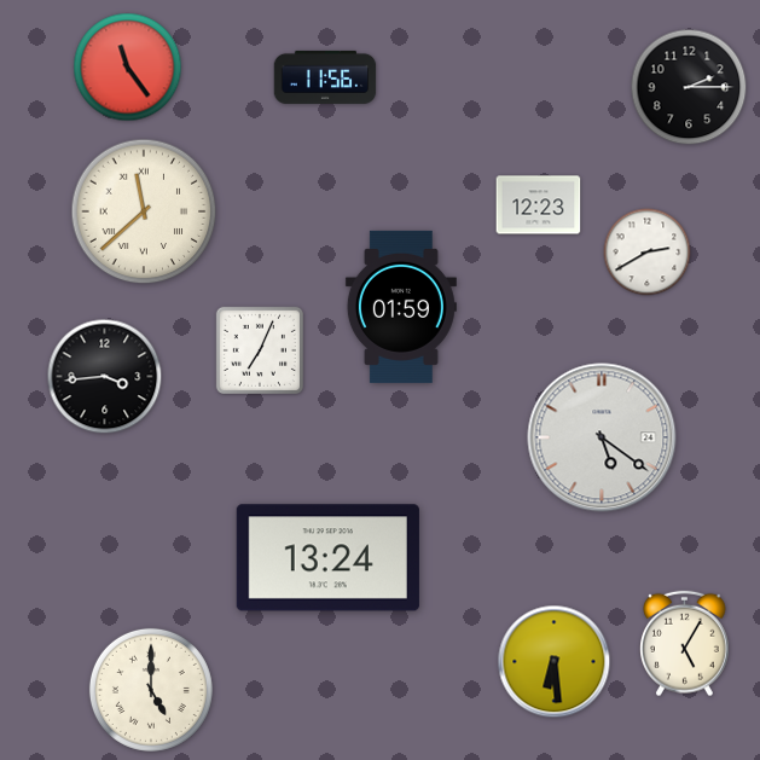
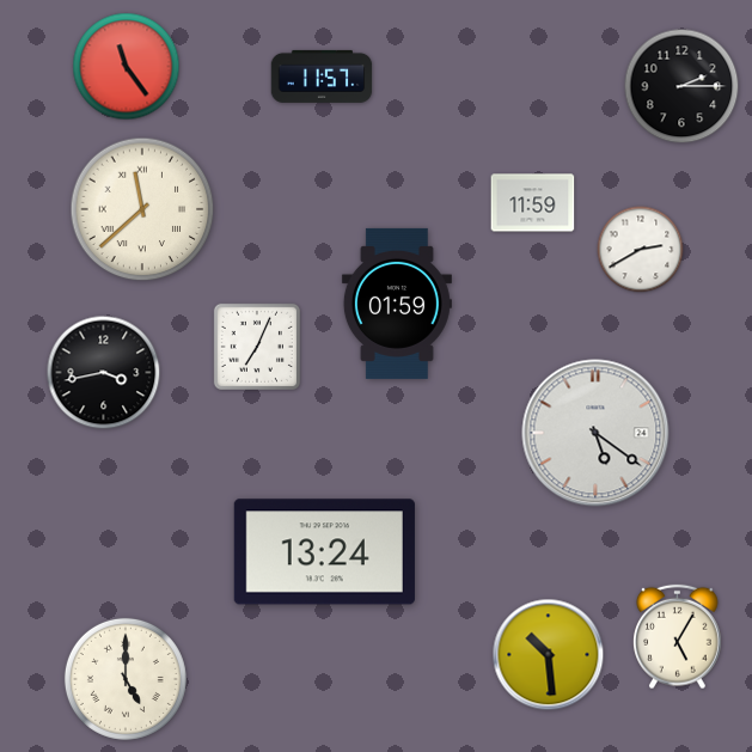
clock at (325, 77): 11:56 -> 11:57
clock at (539, 205): 12:23 -> 11:59
clock at (105, 377): 3:44 -> 3:43
clock at (555, 662): 6:29 -> 10:29
clock at (151, 690) position: (151, 690) -> (126, 679)
